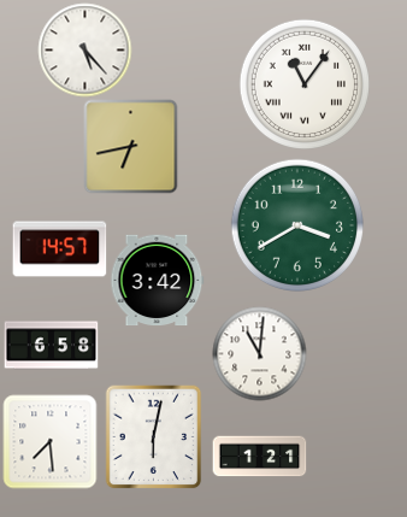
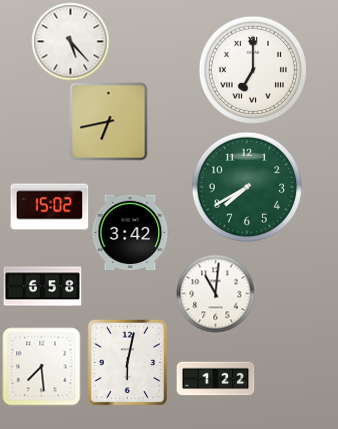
clock at (303, 83): 11:06 -> 7:00
clock at (297, 225): 3:40 -> 7:40
clock at (59, 249): 14:57 -> 15:02
clock at (259, 457): 1:21 -> 1:22
